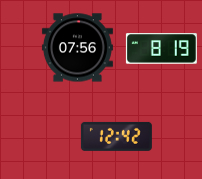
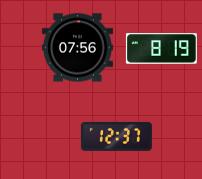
clock at (116, 136): 12:42 -> 12:37
